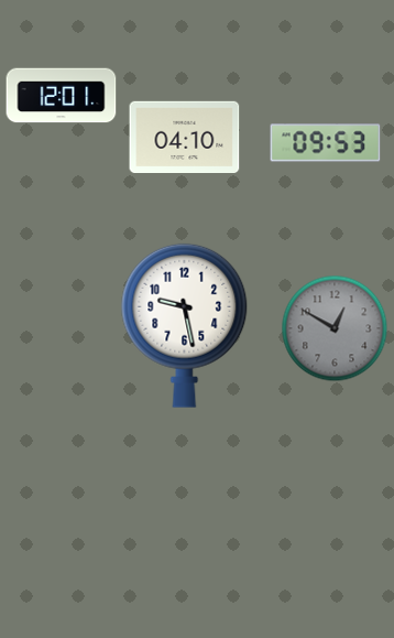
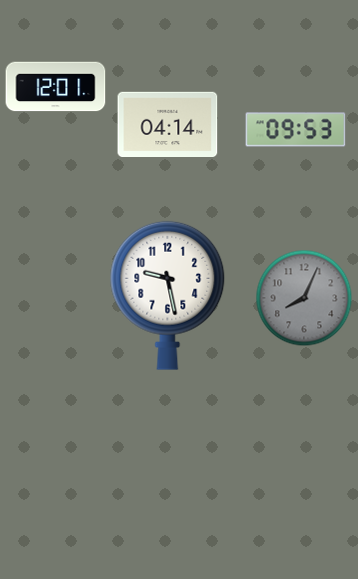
clock at (185, 137): 04:10 -> 04:14
clock at (335, 328): 12:50 -> 8:04
